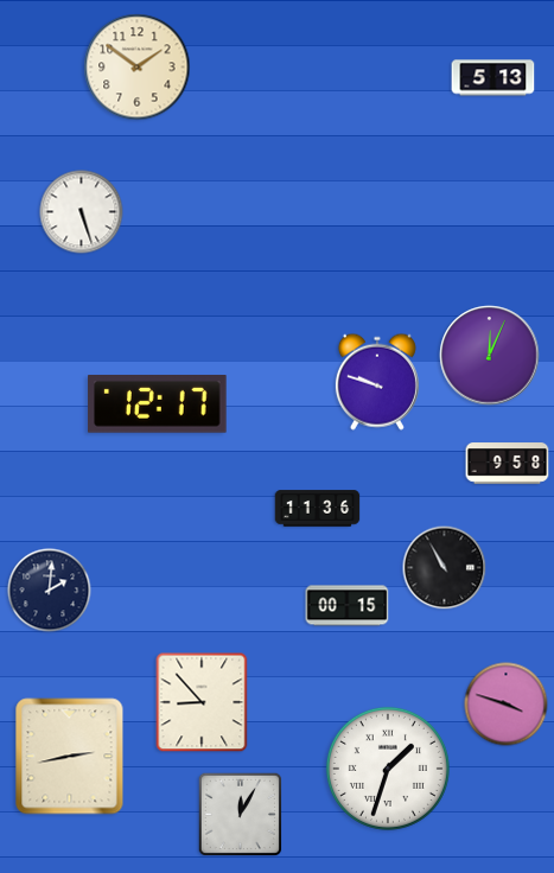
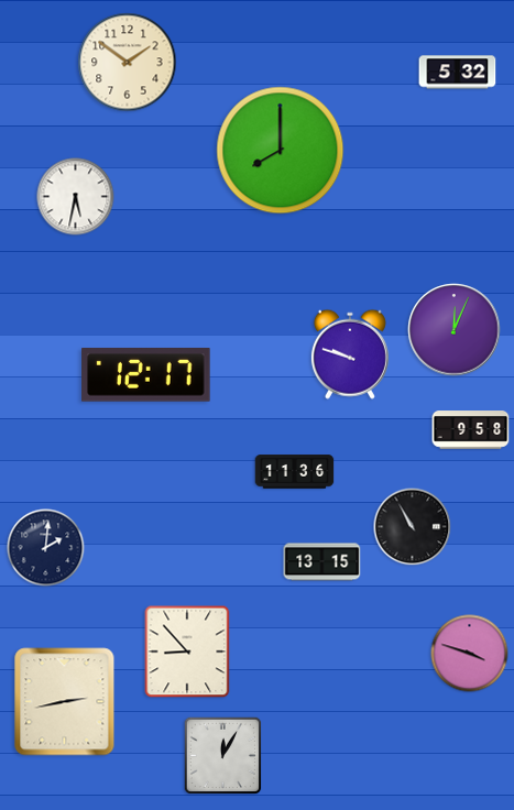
clock at (493, 78): 5:13 -> 5:32
clock at (281, 151): none -> 8:00
clock at (82, 212): 5:27 -> 5:32
clock at (348, 606): 00:15 -> 13:15
clock at (388, 769): 1:33 -> none
